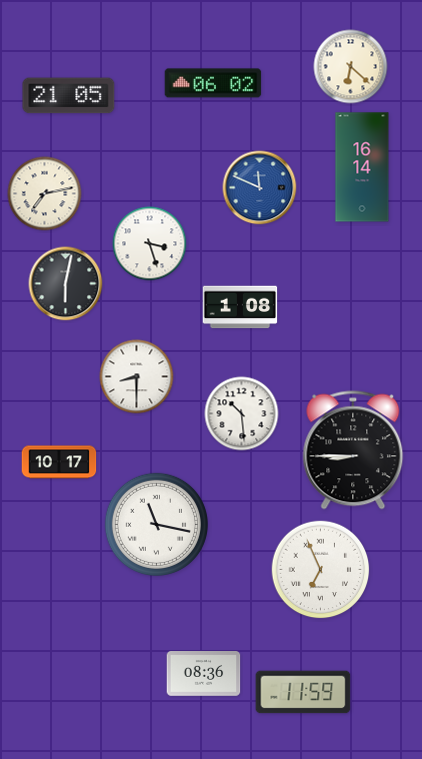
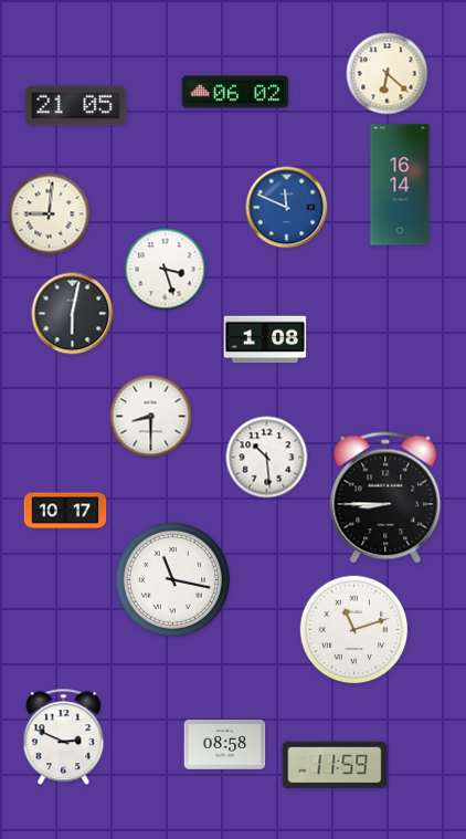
clock at (45, 194): 7:13 -> 9:01
clock at (353, 450) position: (353, 450) -> (385, 497)
clock at (321, 570): 6:56 -> 11:12
clock at (64, 737): none -> 2:49
clock at (204, 674): 08:36 -> 08:58
